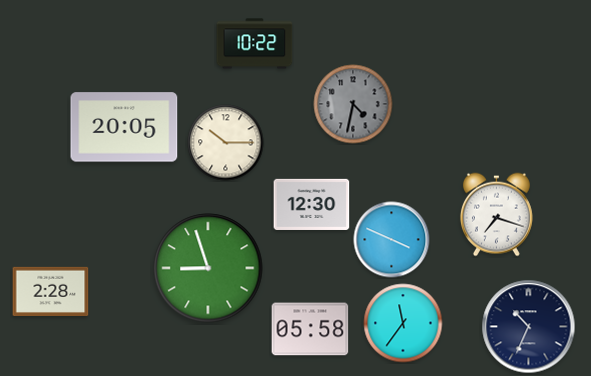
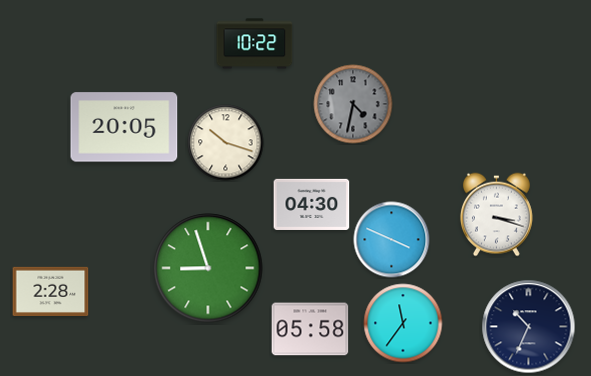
clock at (226, 143): 10:15 -> 10:18
clock at (312, 204): 12:30 -> 04:30
clock at (496, 215): 7:18 -> 3:18
